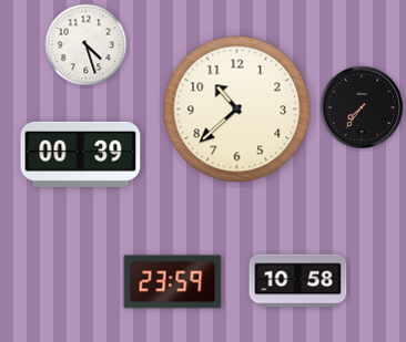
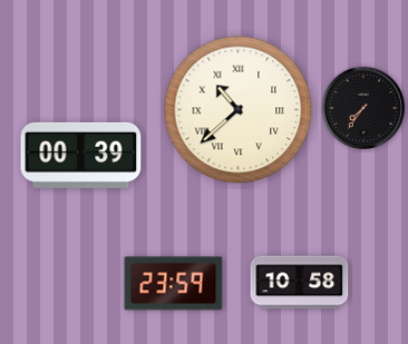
clock at (87, 45): 4:27 -> none
clock at (237, 110) numerals: Arabic -> Roman
